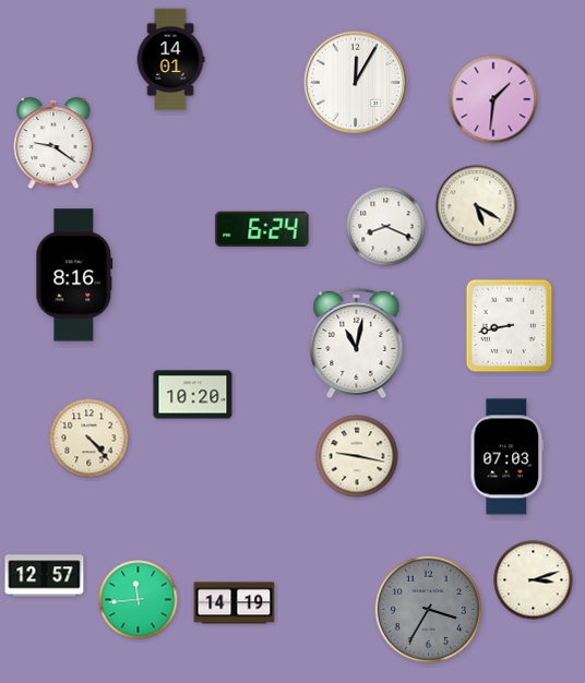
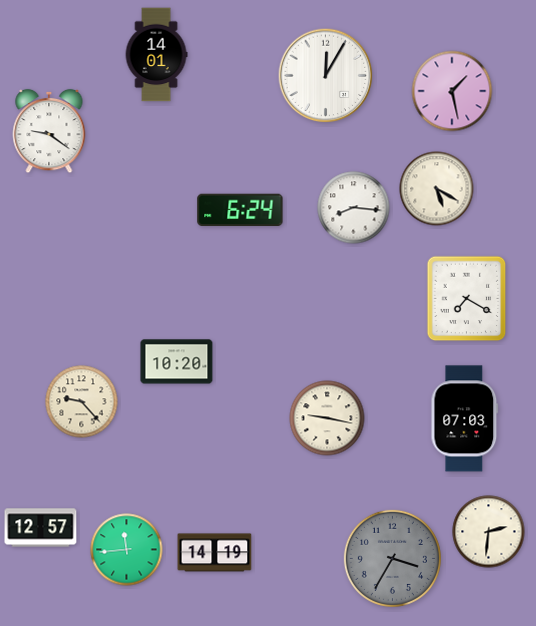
clock at (493, 99): 1:31 -> 1:28
clock at (386, 227): 8:19 -> 8:16
clock at (74, 275): 8:16 -> none
clock at (510, 326): 8:43 -> 7:20
clock at (357, 343): 11:02 -> none
clock at (89, 439): 4:23 -> 9:23
clock at (534, 580): 3:12 -> 2:31
